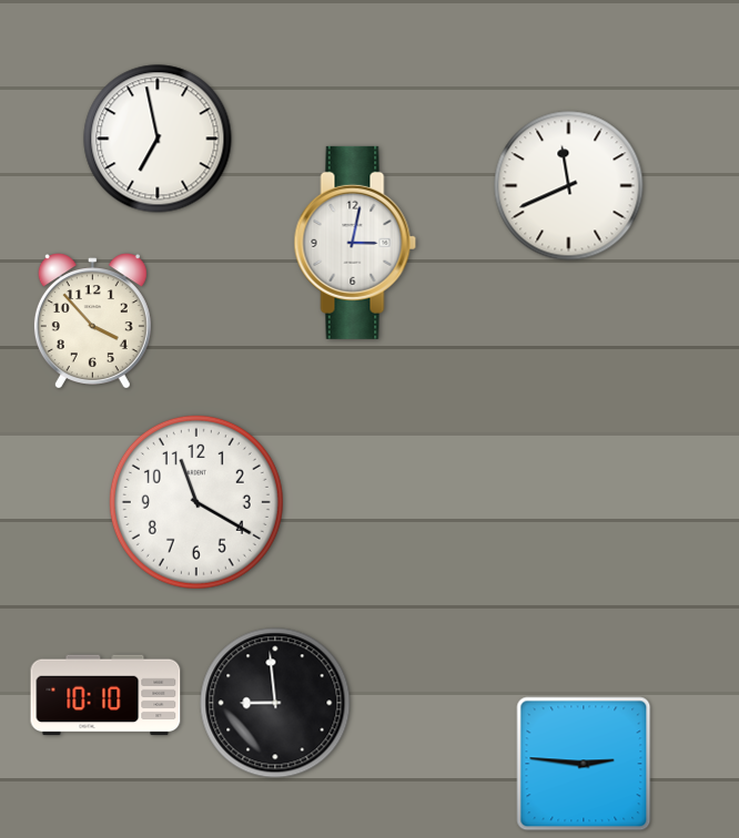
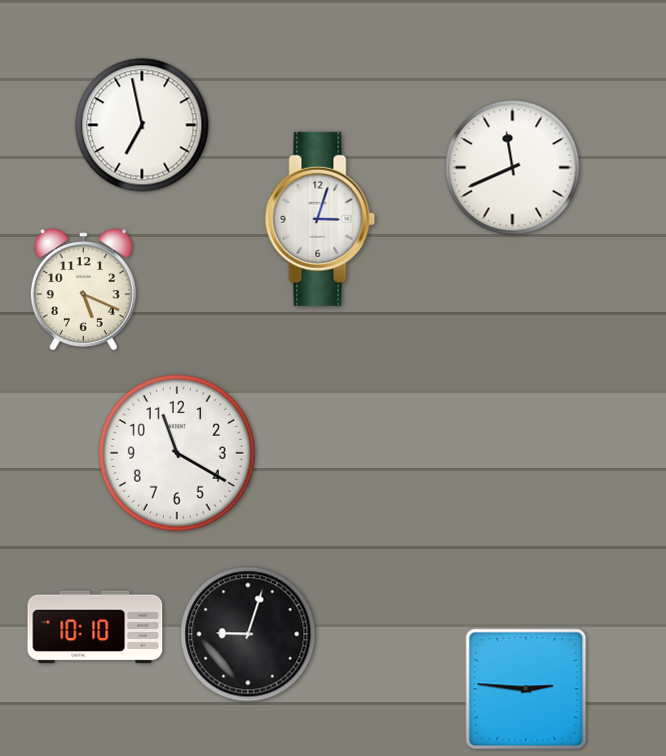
clock at (355, 243): 3:02 -> 3:03
clock at (92, 320): 3:53 -> 5:19
clock at (275, 703): 8:59 -> 9:03
